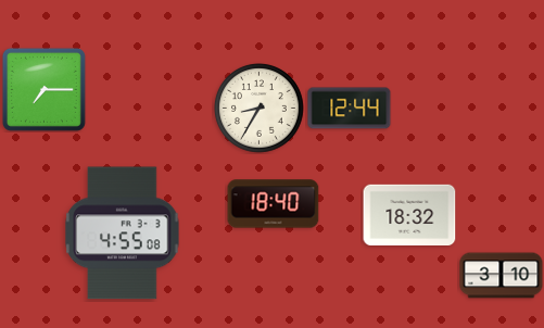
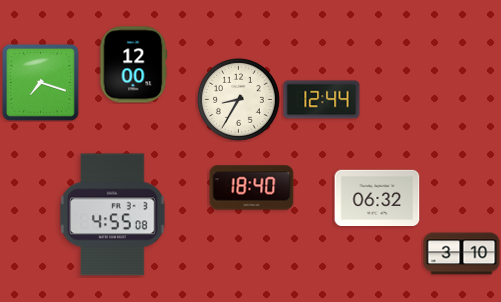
clock at (134, 65): none -> 12:00
clock at (43, 89): 7:15 -> 7:18
clock at (409, 214): 18:32 -> 06:32
